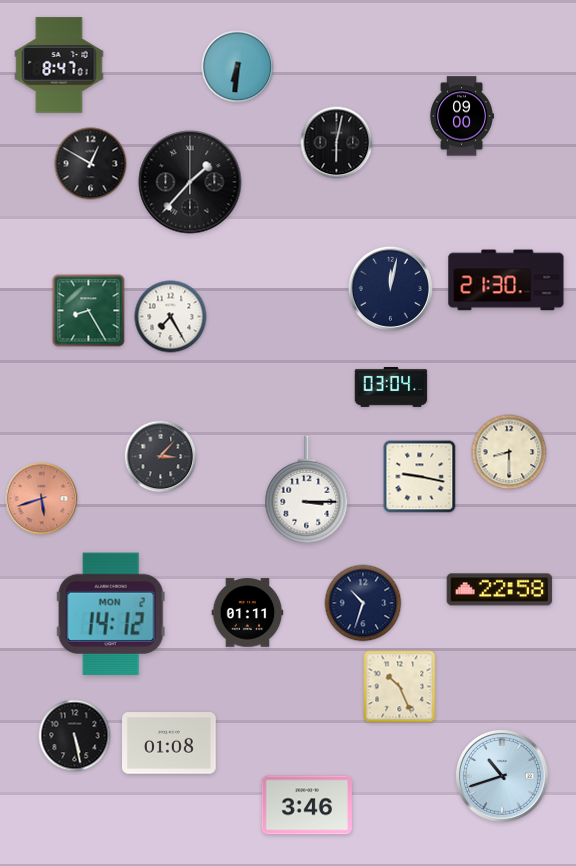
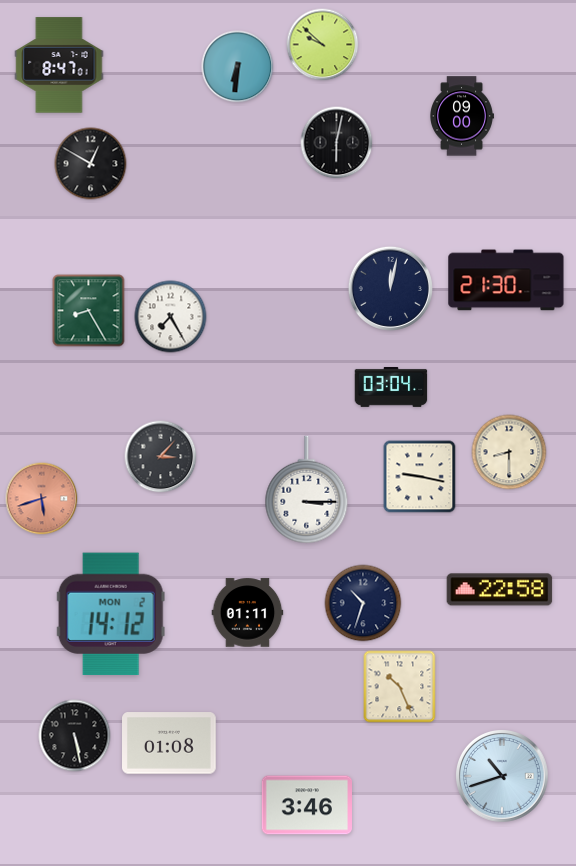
clock at (323, 45): none -> 9:52
clock at (190, 182): 1:37 -> none
